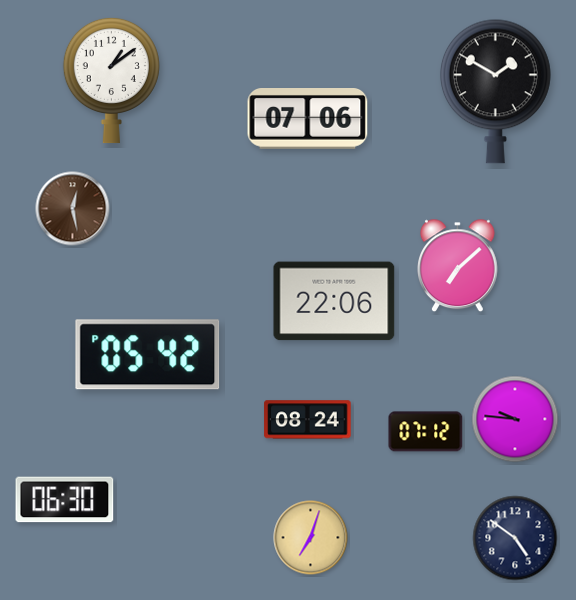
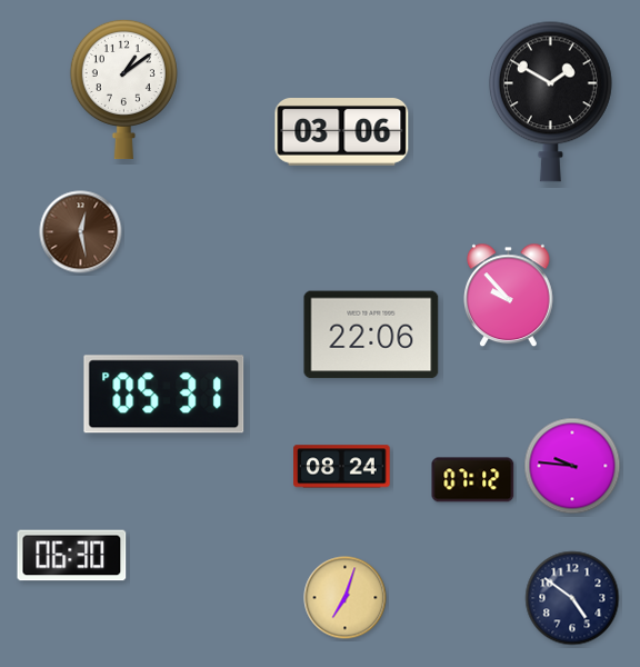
clock at (308, 119): 07:06 -> 03:06
clock at (458, 266): 7:08 -> 9:53
clock at (148, 355): 05:42 -> 05:31
